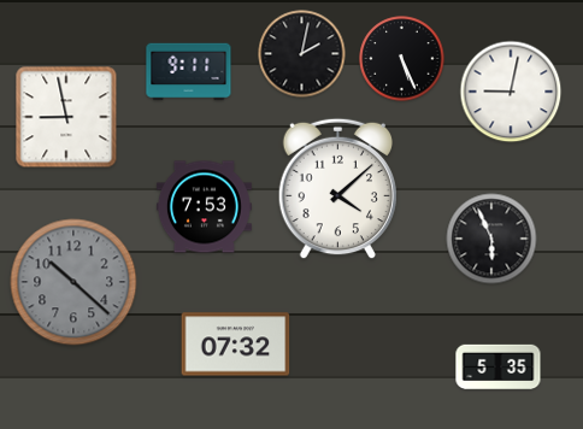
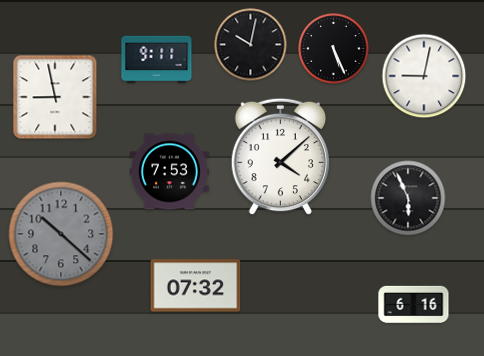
clock at (302, 54): 2:02 -> 10:02
clock at (499, 368): 5:35 -> 6:16
